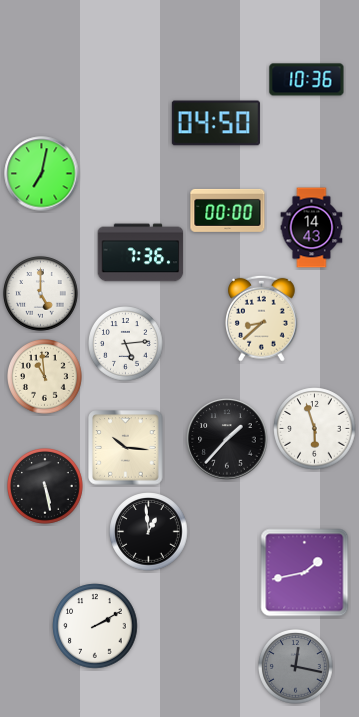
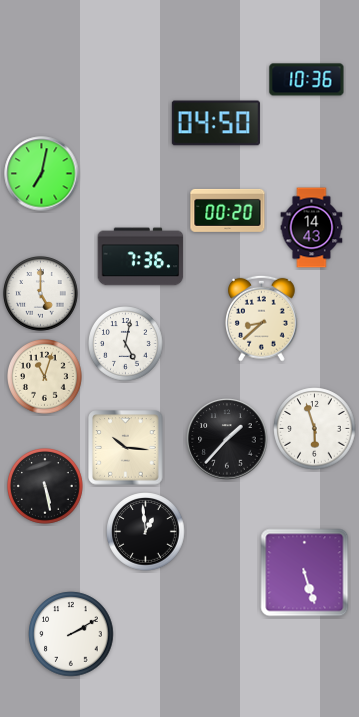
clock at (228, 210): 00:00 -> 00:20
clock at (141, 253) position: (141, 253) -> (141, 257)
clock at (126, 344): 5:14 -> 5:02
clock at (45, 377): 10:59 -> 11:03
clock at (149, 532) position: (149, 532) -> (146, 532)
clock at (305, 573): 1:43 -> 5:27
clock at (95, 626) position: (95, 626) -> (71, 634)
clock at (296, 667): 12:17 -> none
